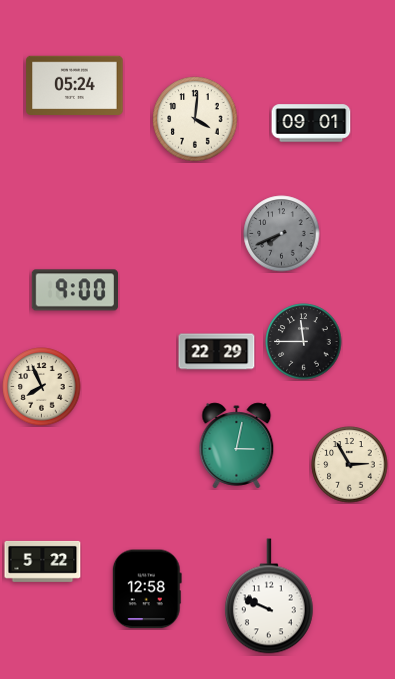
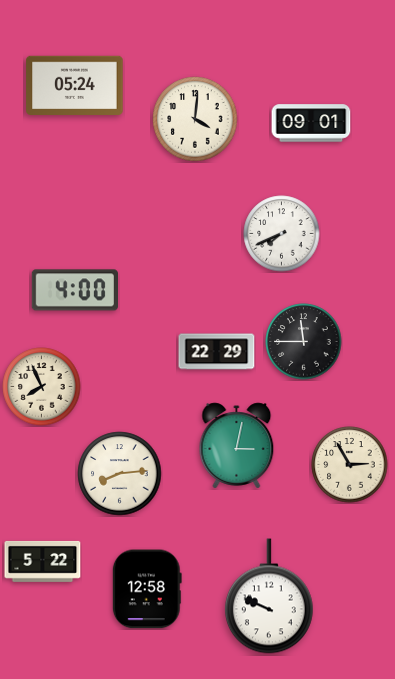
clock at (282, 234) dial: grey -> white
clock at (74, 290): 9:00 -> 4:00
clock at (120, 474): none -> 8:14
